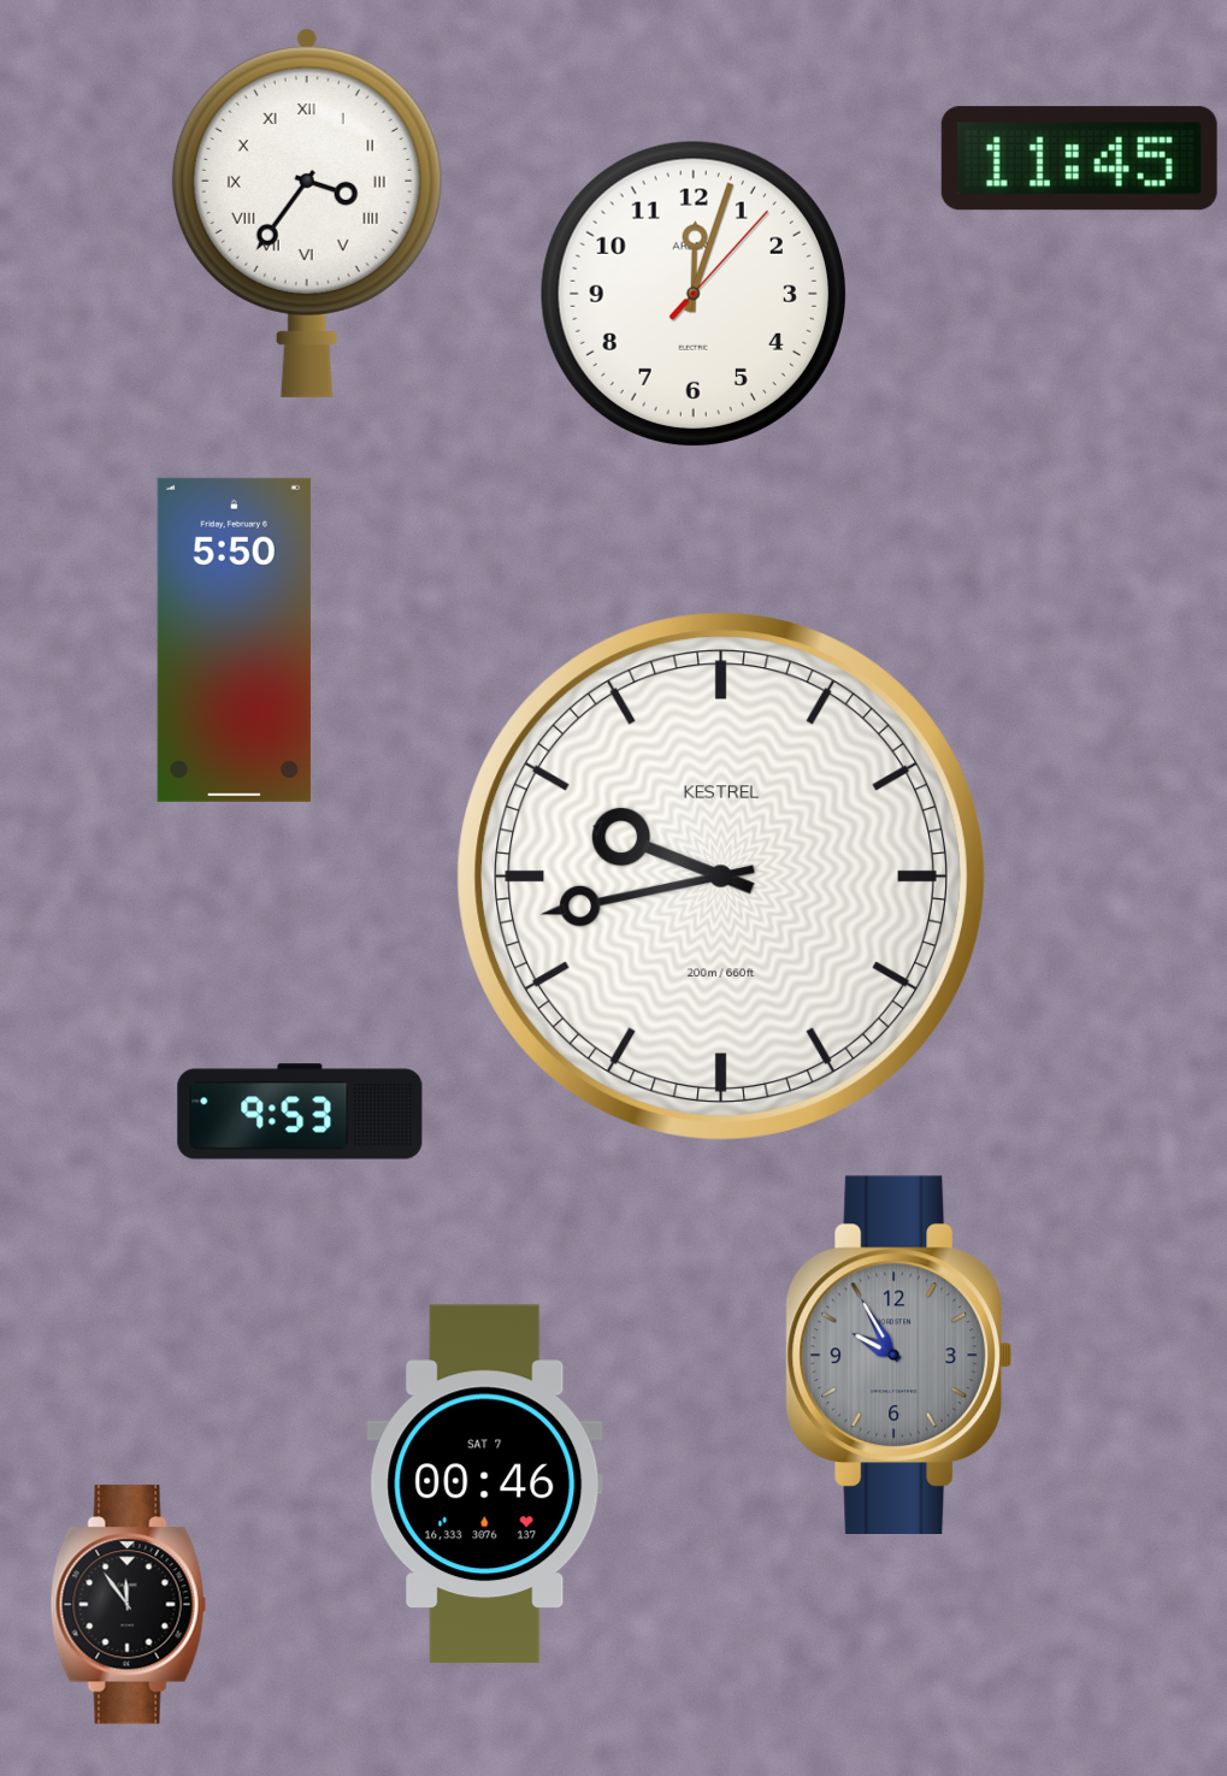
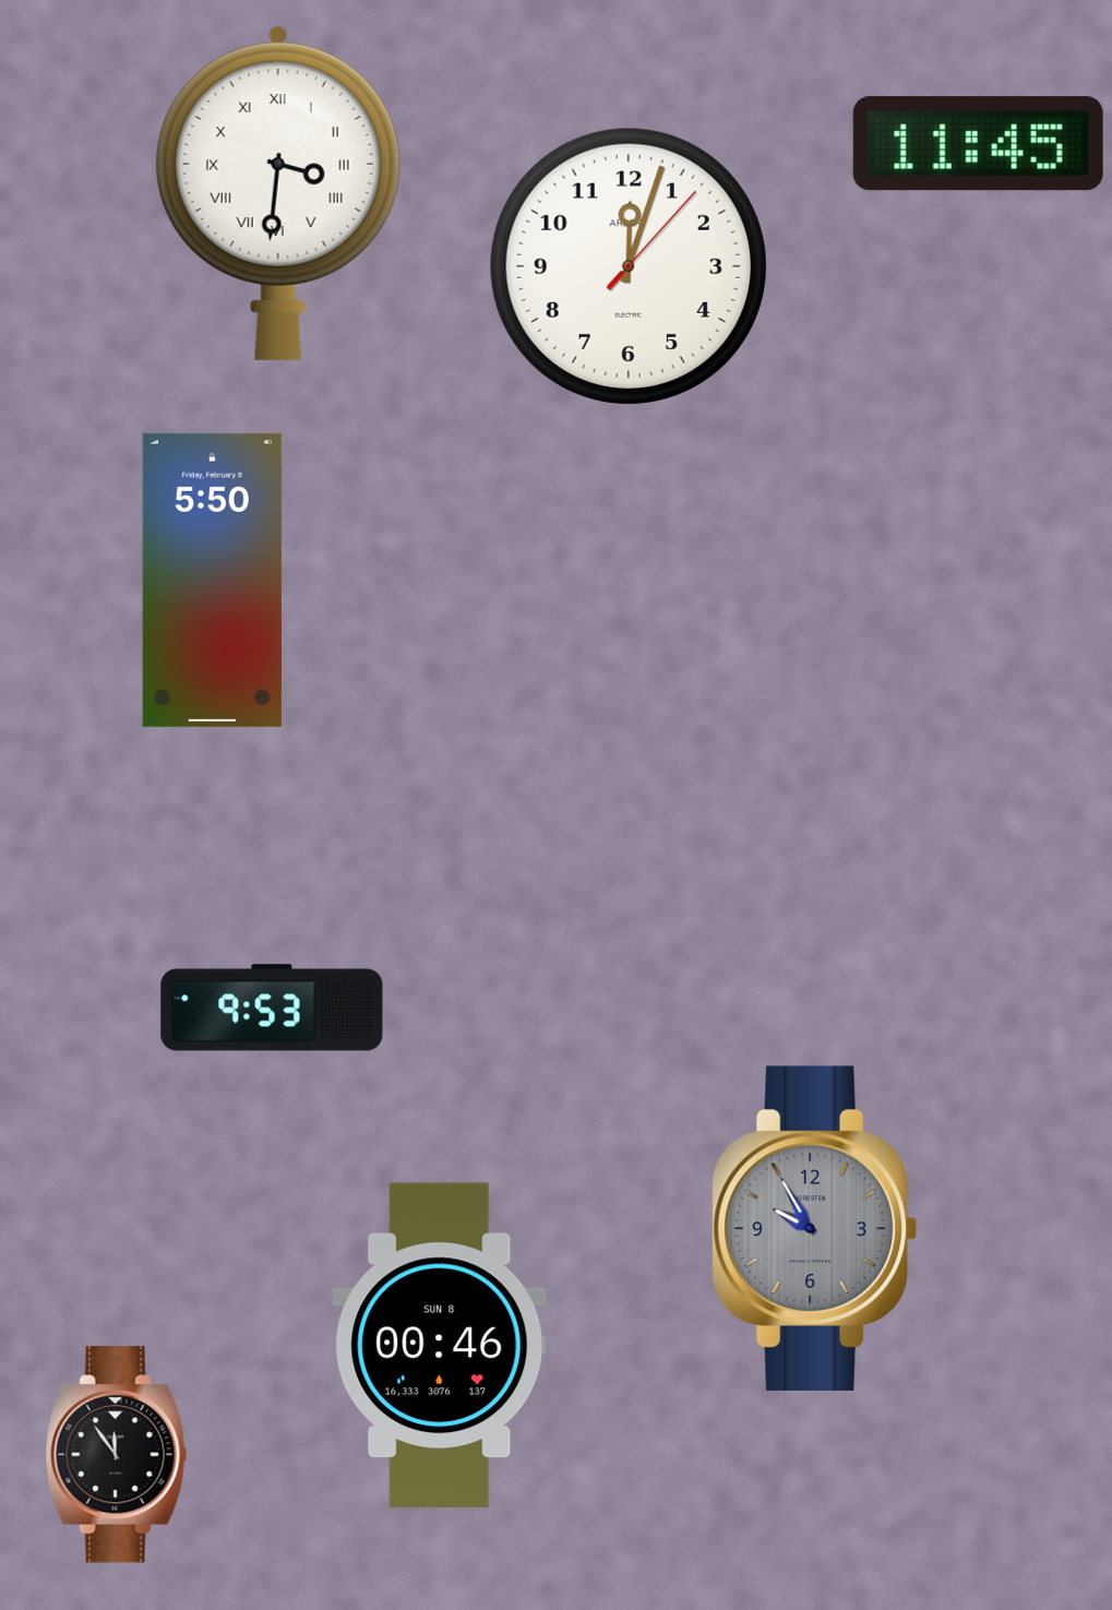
clock at (307, 213): 3:36 -> 3:31
clock at (721, 877): 9:43 -> none
clock at (485, 1485) date: SAT 7 -> SUN 8
